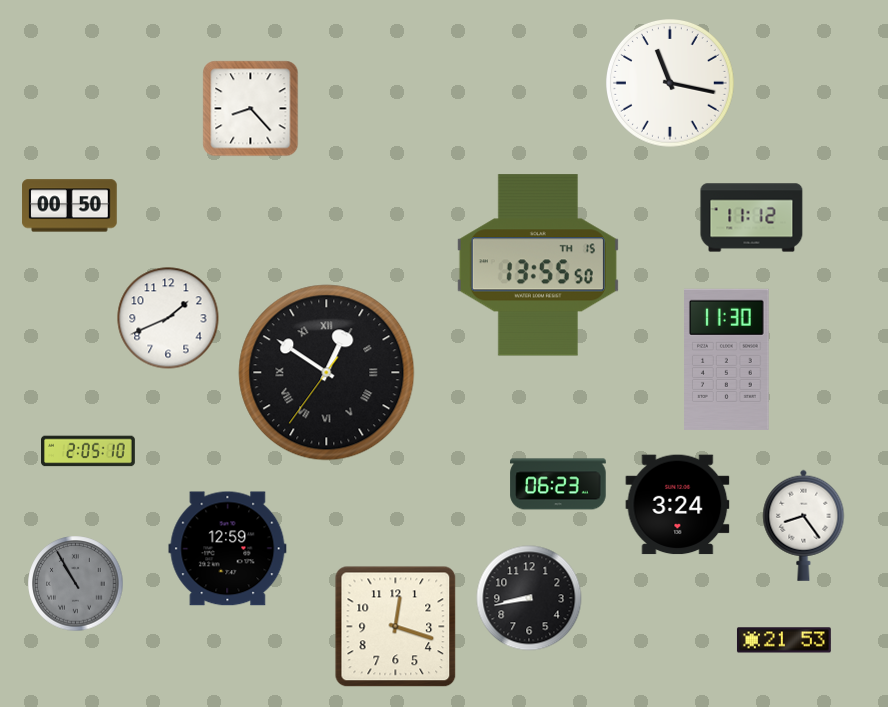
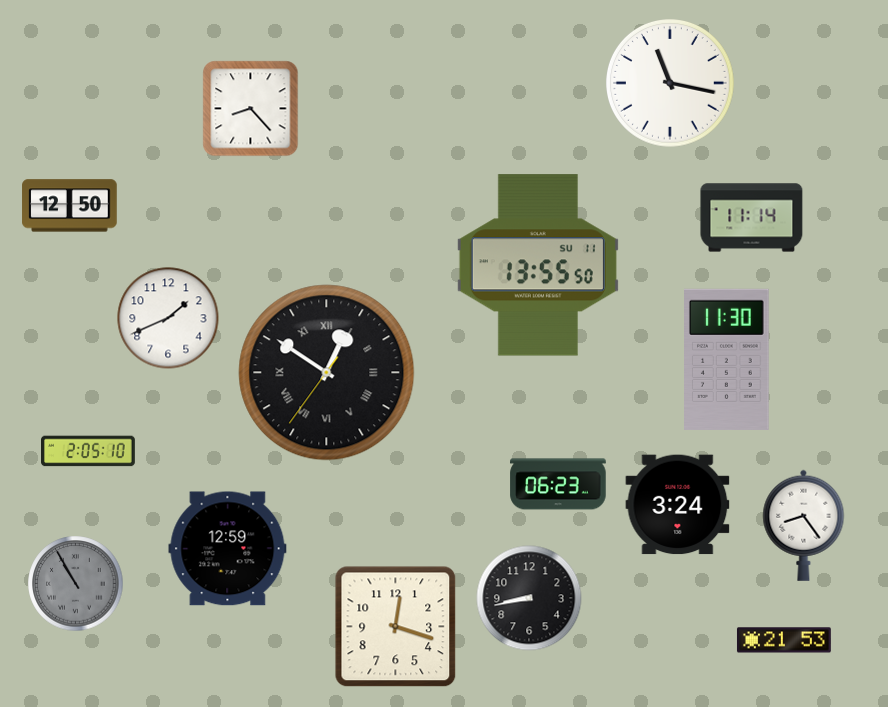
clock at (70, 206): 00:50 -> 12:50
clock at (752, 218): 11:12 -> 11:14
clock at (538, 265) date: TH 15 -> SU 11
